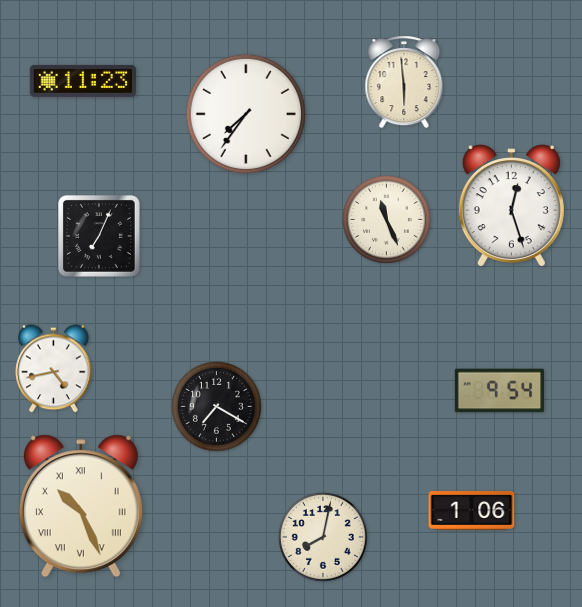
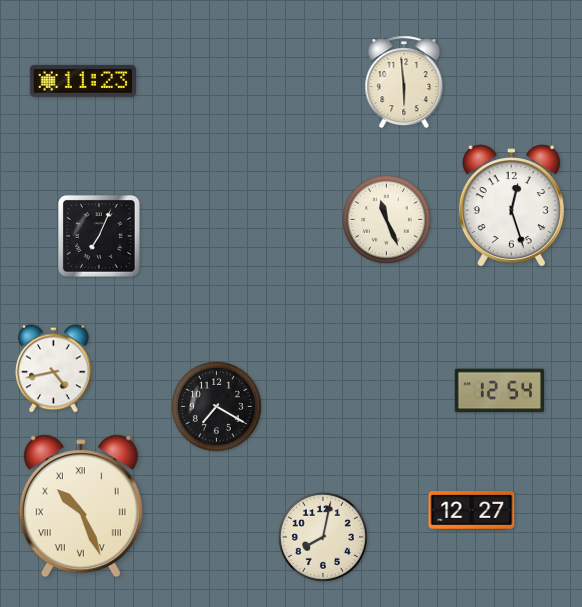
clock at (246, 114): 7:36 -> none
clock at (500, 391): 9:54 -> 12:54
clock at (472, 511): 1:06 -> 12:27
